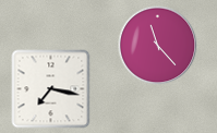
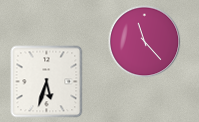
clock at (51, 89): 7:17 -> 5:33
